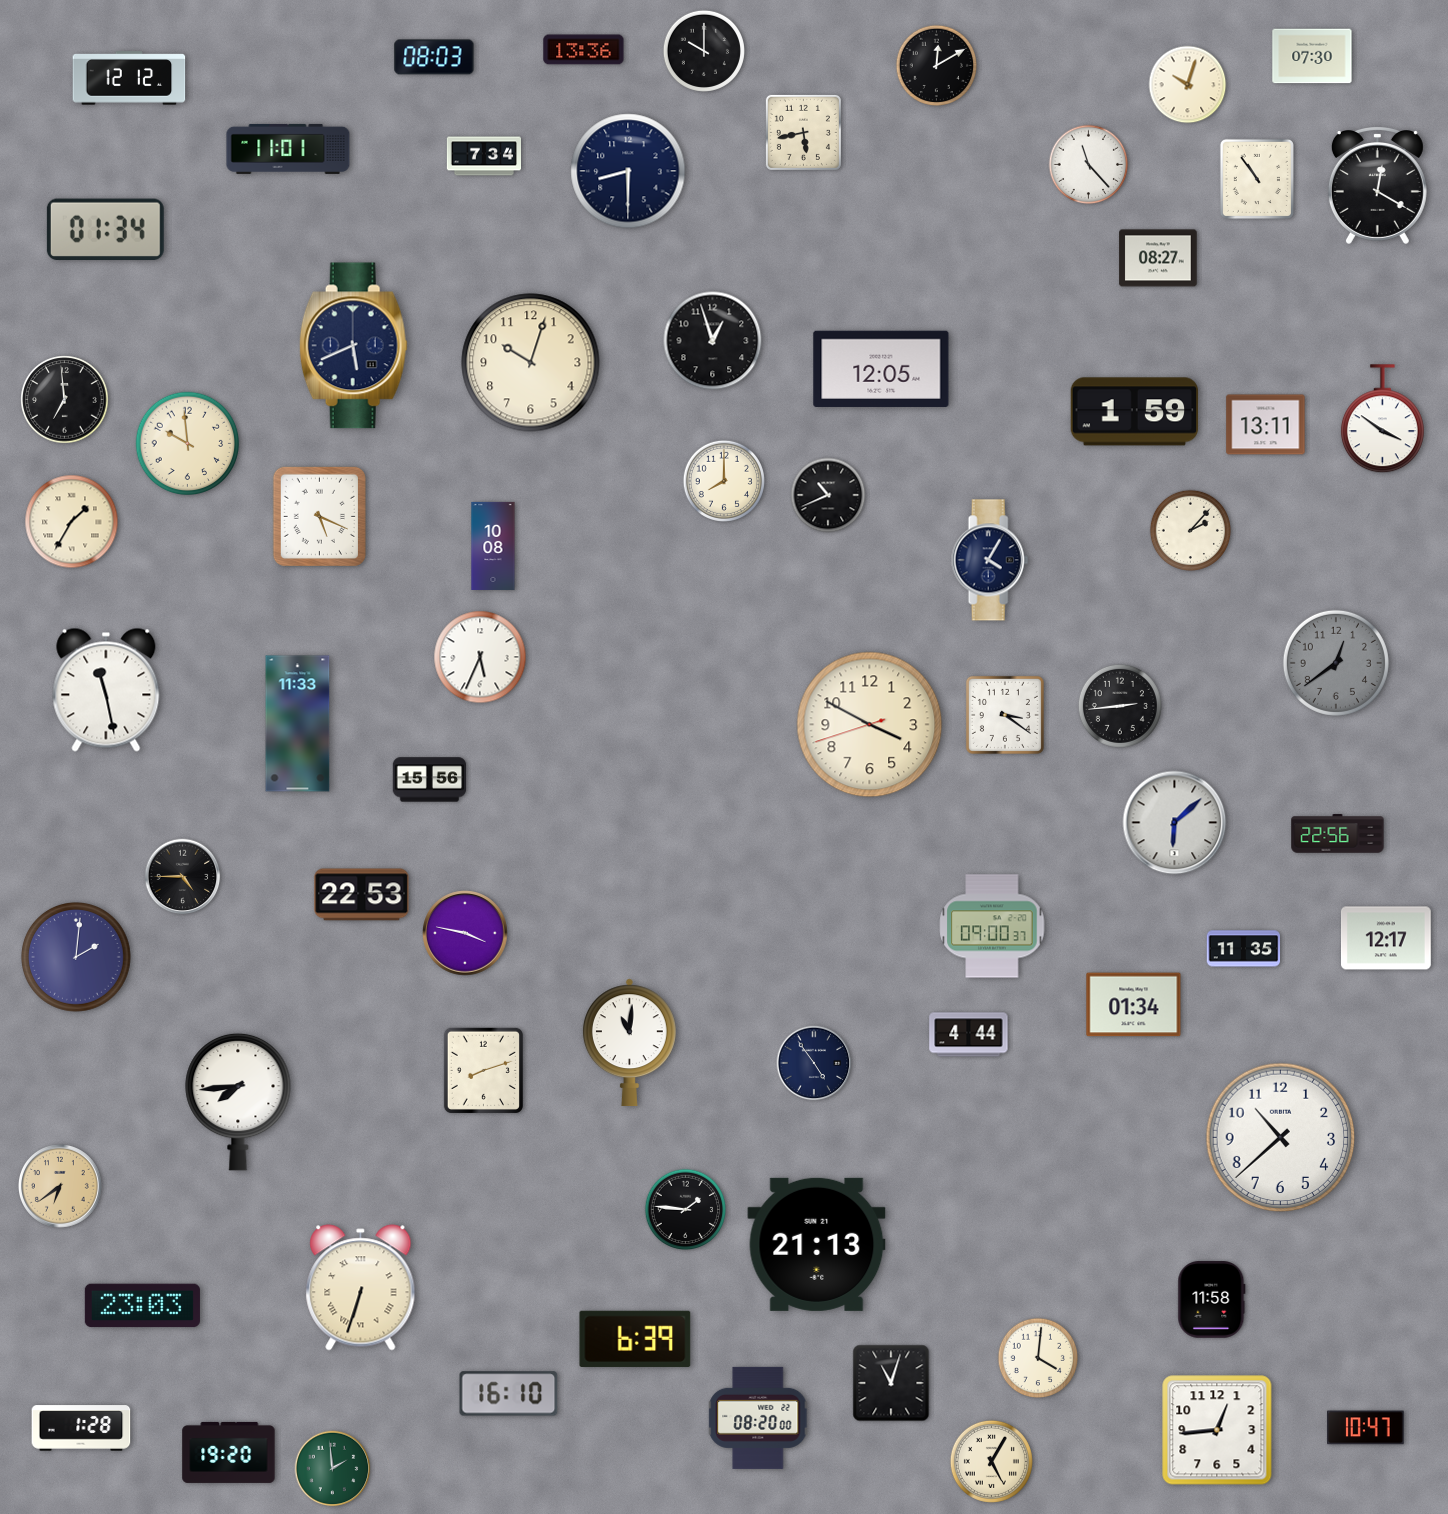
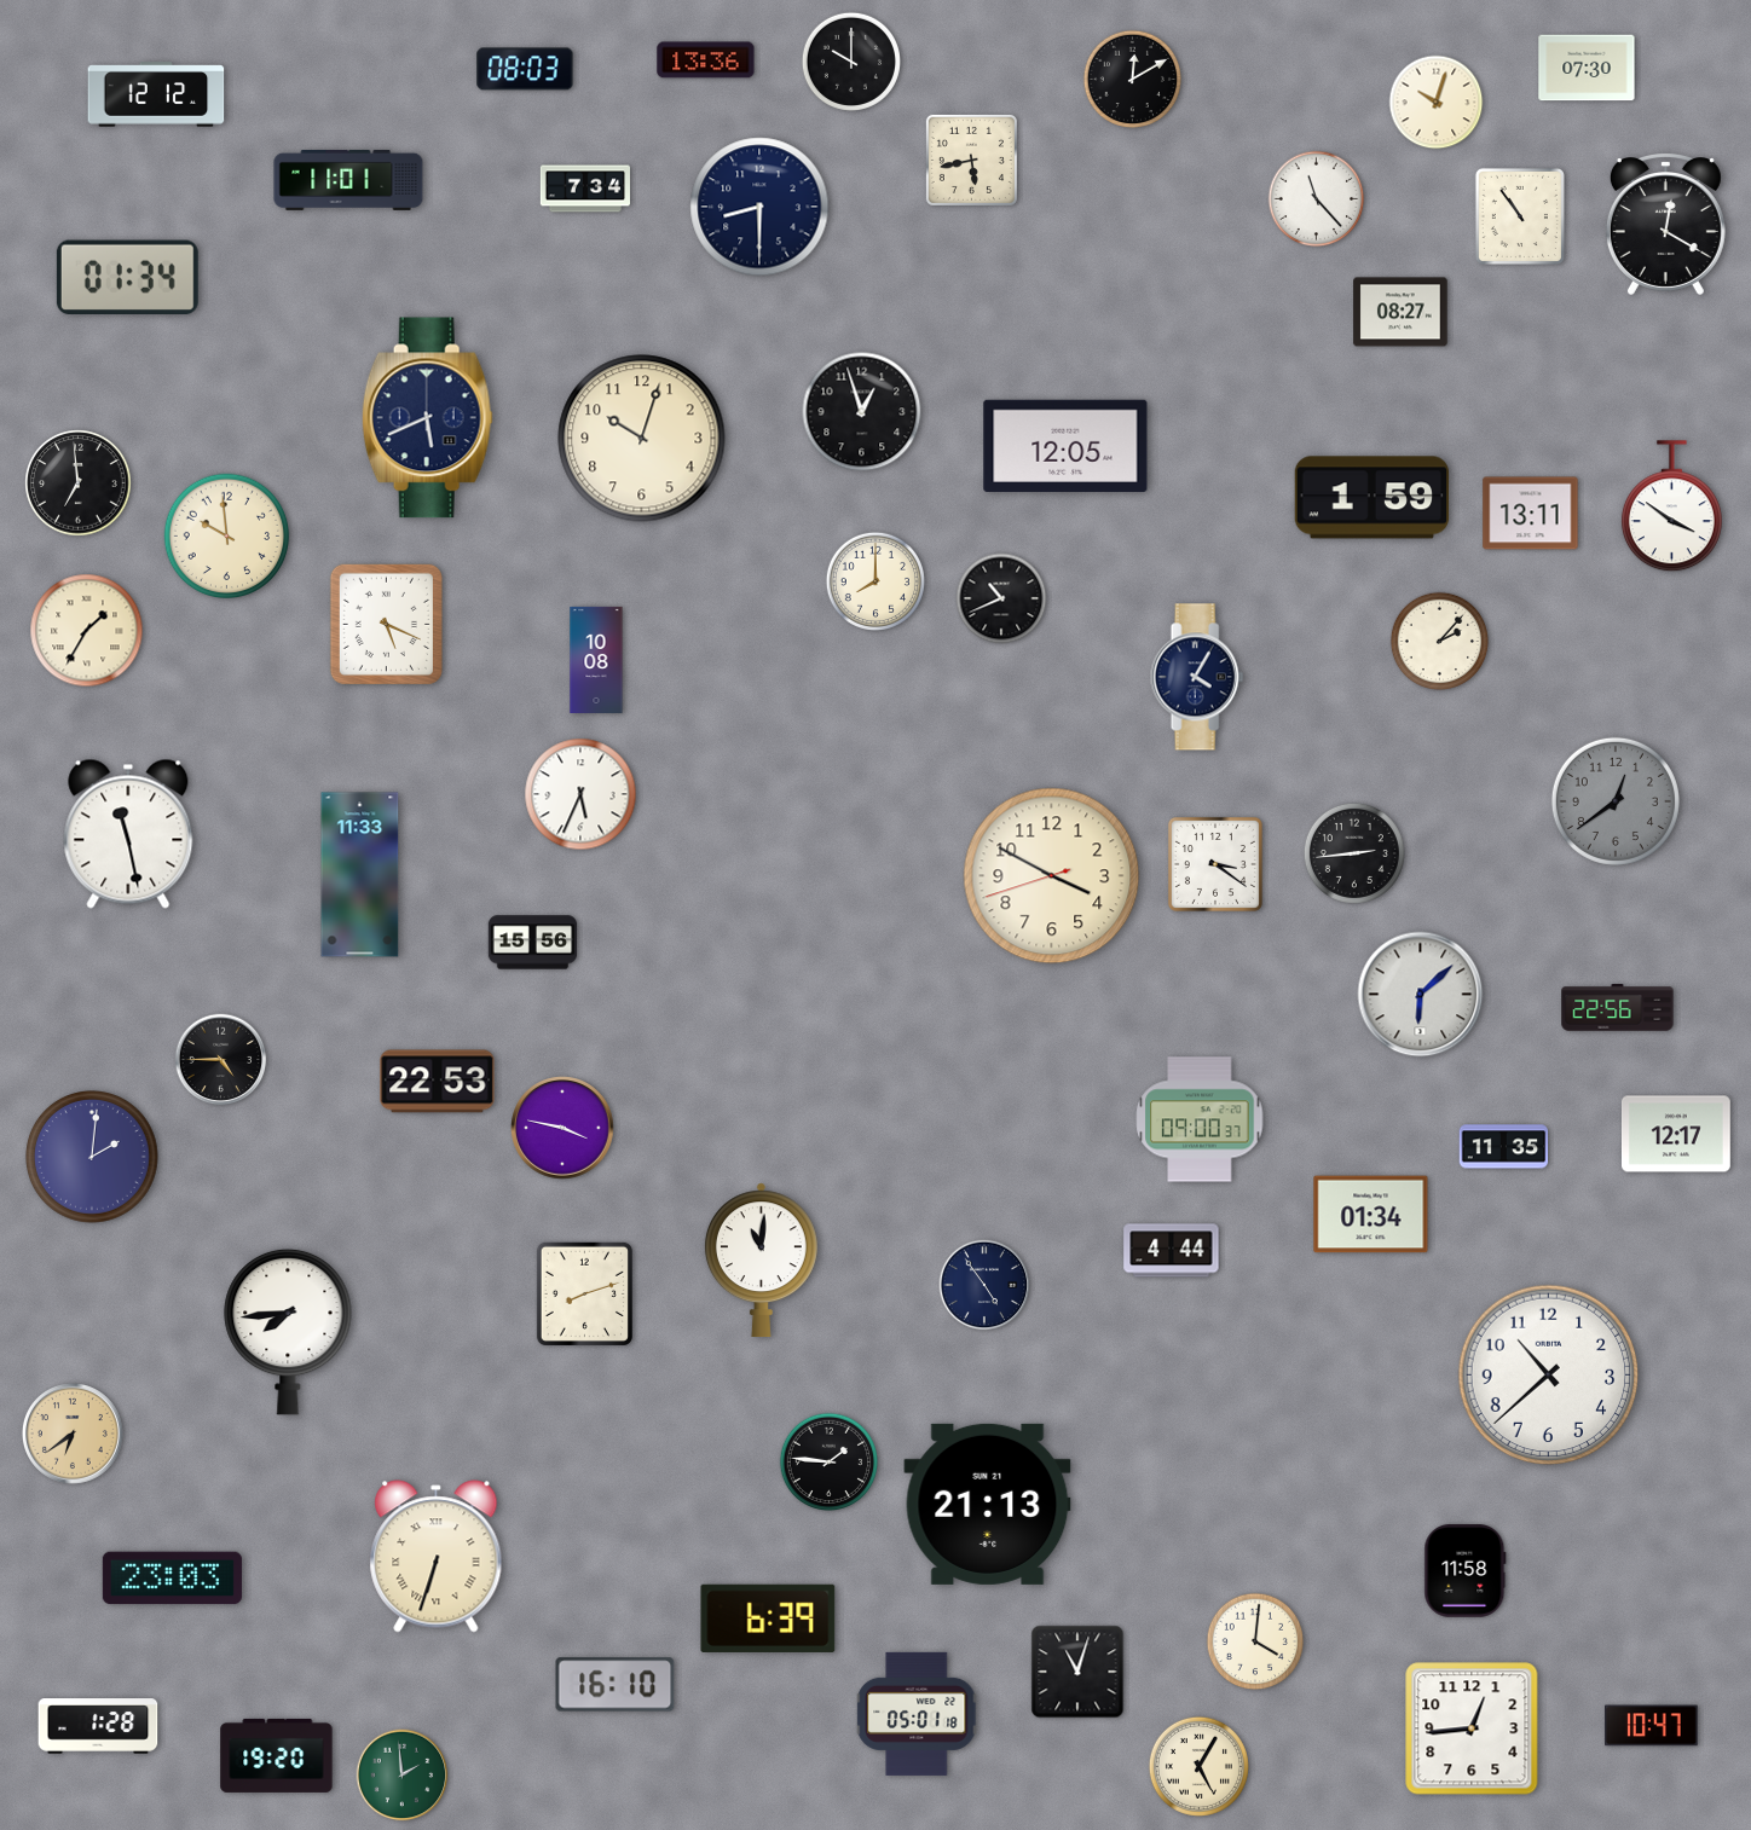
clock at (430, 780) position: (430, 780) -> (533, 943)
clock at (759, 1418): 08:20 -> 05:01
